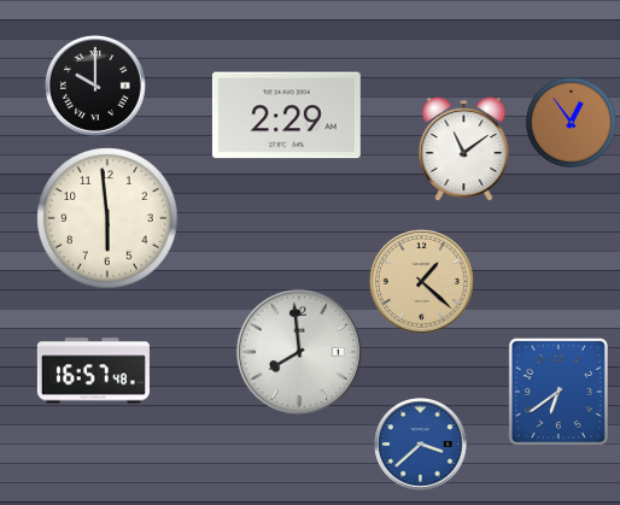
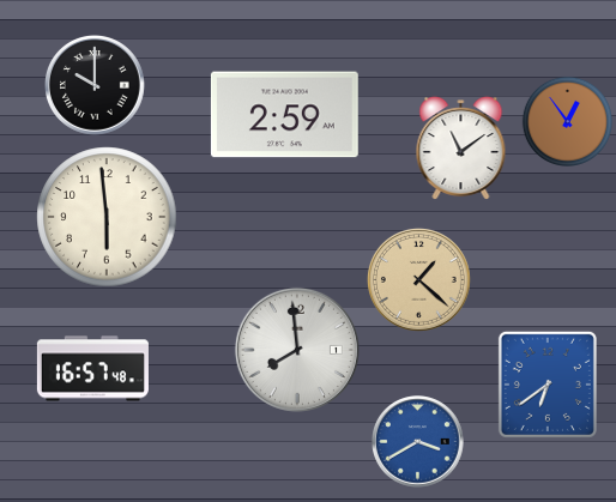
clock at (286, 116): 2:29 -> 2:59
clock at (558, 392) position: (558, 392) -> (548, 385)
clock at (421, 445): 3:38 -> 3:40
